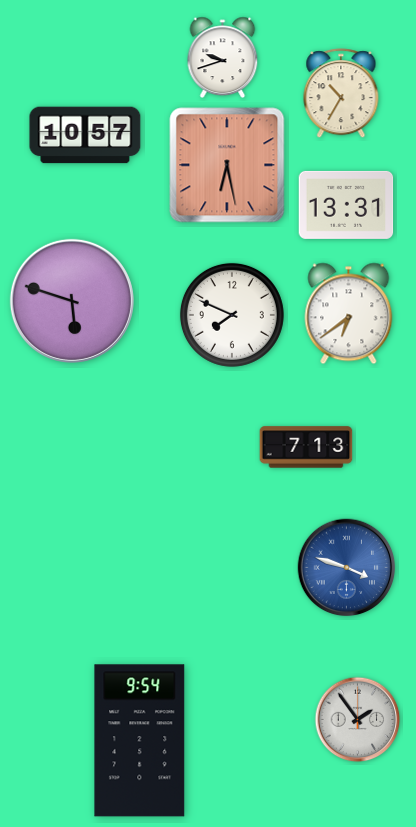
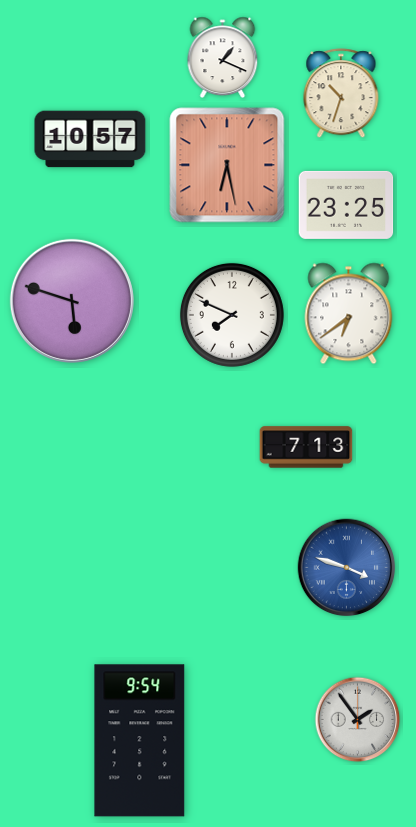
clock at (223, 57): 9:42 -> 1:19
clock at (341, 94): 10:35 -> 10:33
clock at (85, 135) position: (85, 135) -> (90, 139)
clock at (346, 205): 13:31 -> 23:25
